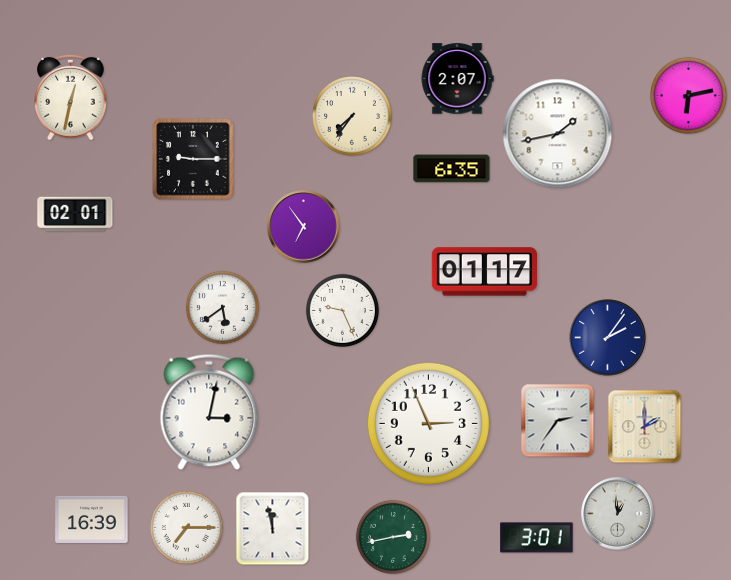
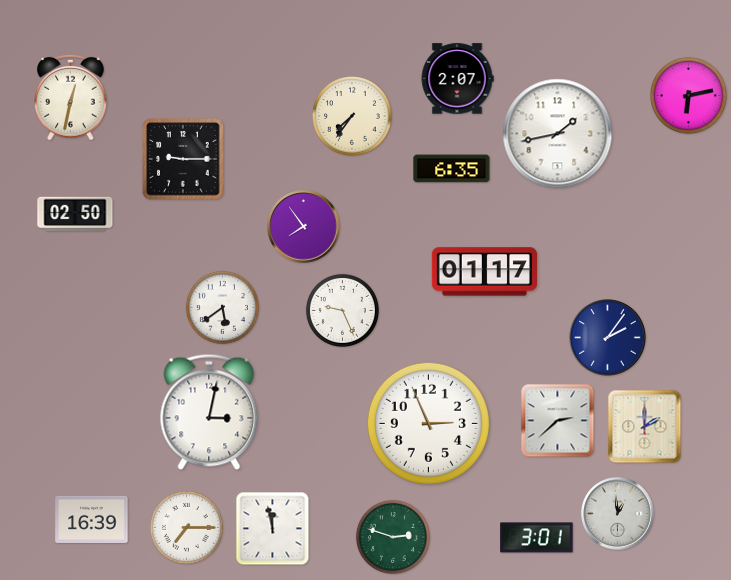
clock at (193, 159) position: (193, 159) -> (183, 159)
clock at (75, 214): 02:01 -> 02:50
clock at (304, 227): 6:54 -> 7:54
clock at (558, 421): 2:36 -> 2:38
clock at (393, 537): 2:43 -> 2:48
